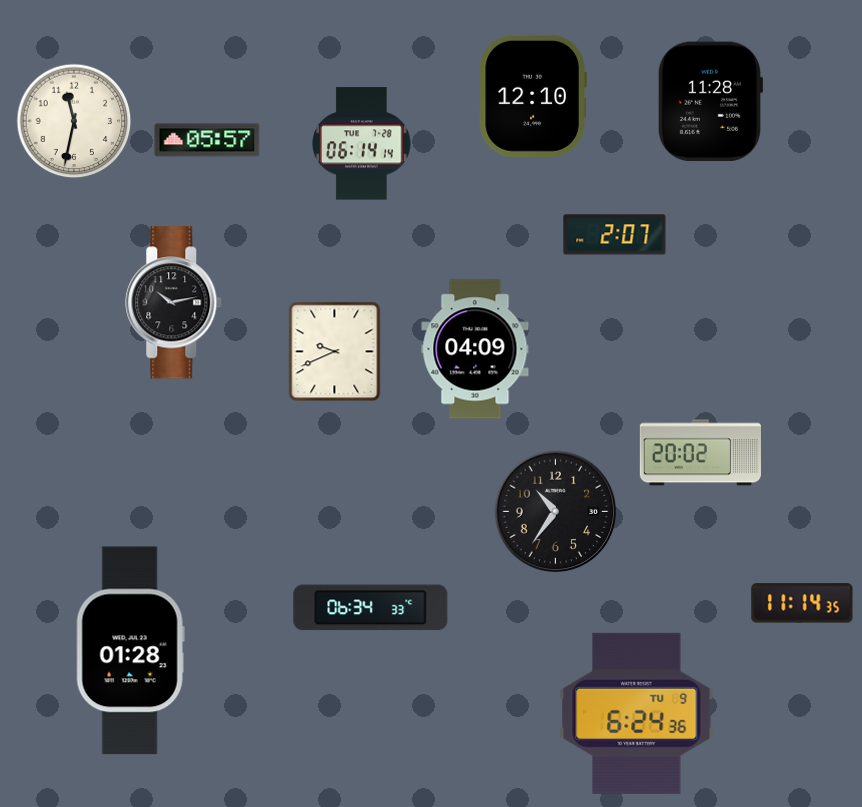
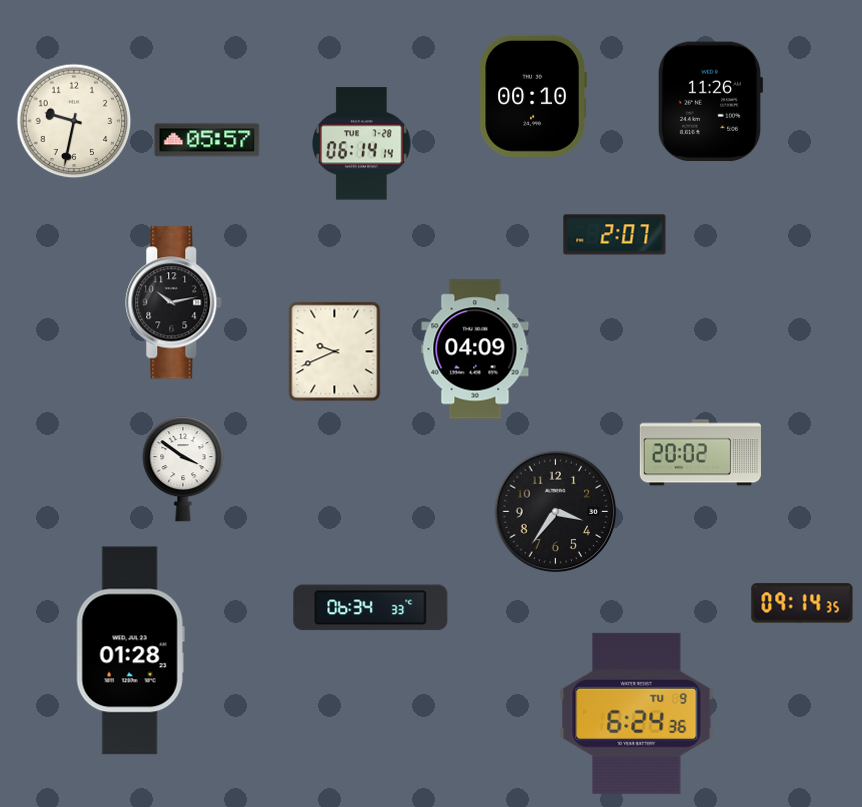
clock at (533, 96): 12:10 -> 00:10
clock at (710, 102): 11:28 -> 11:26
clock at (74, 121): 11:32 -> 9:32
clock at (183, 469): none -> 3:51
clock at (556, 512): 10:36 -> 3:36
clock at (802, 603): 11:14 -> 09:14
